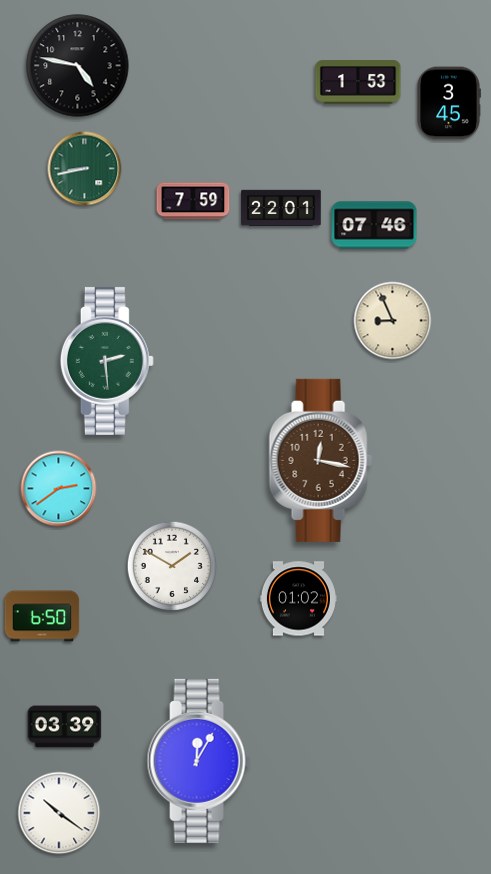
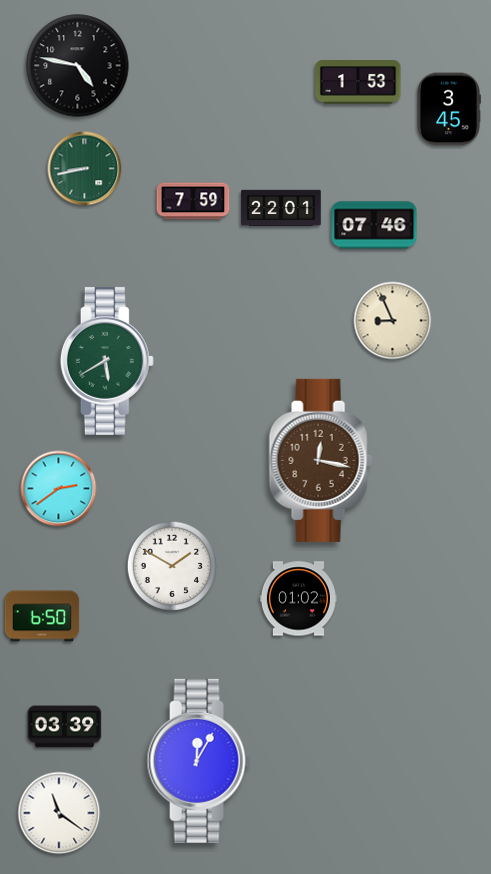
clock at (449, 103) position: (449, 103) -> (449, 109)
clock at (107, 361): 2:29 -> 5:40
clock at (59, 813): 10:21 -> 11:21
